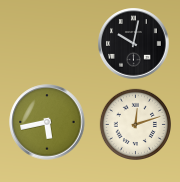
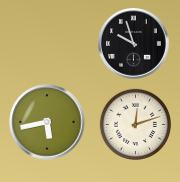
clock at (134, 44): 10:02 -> 9:57
